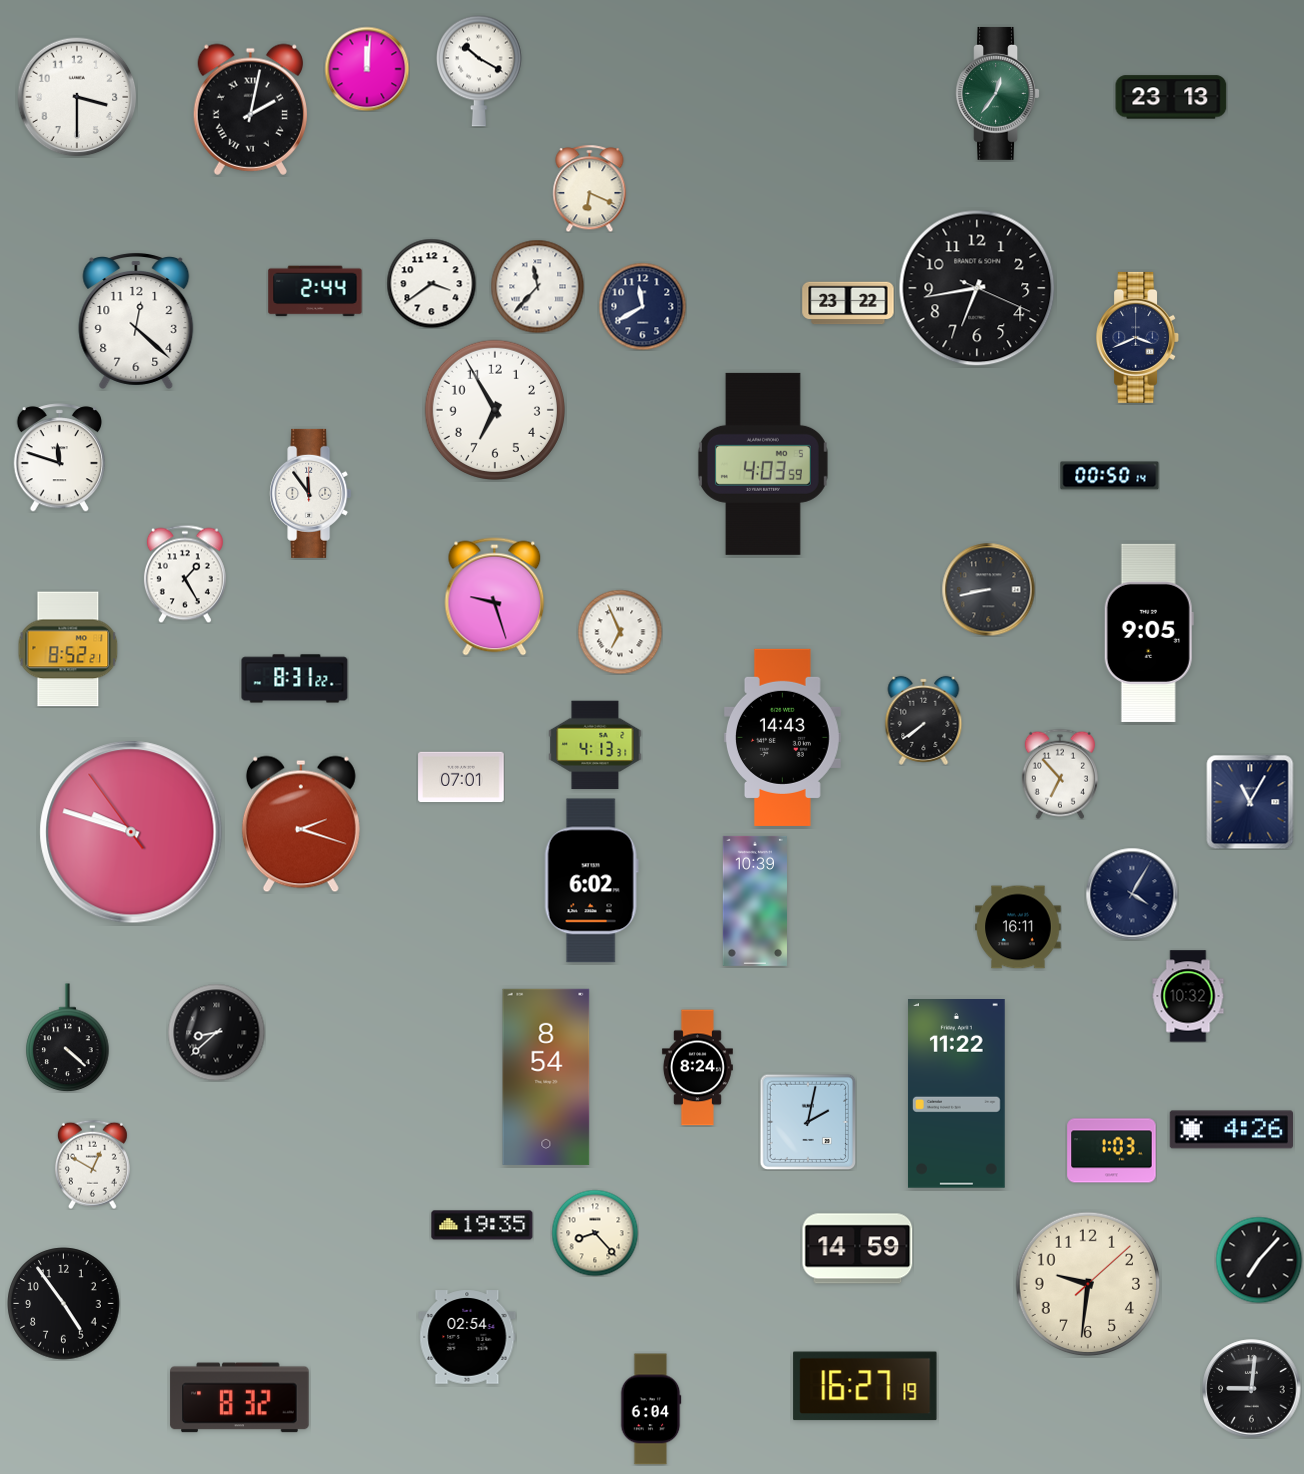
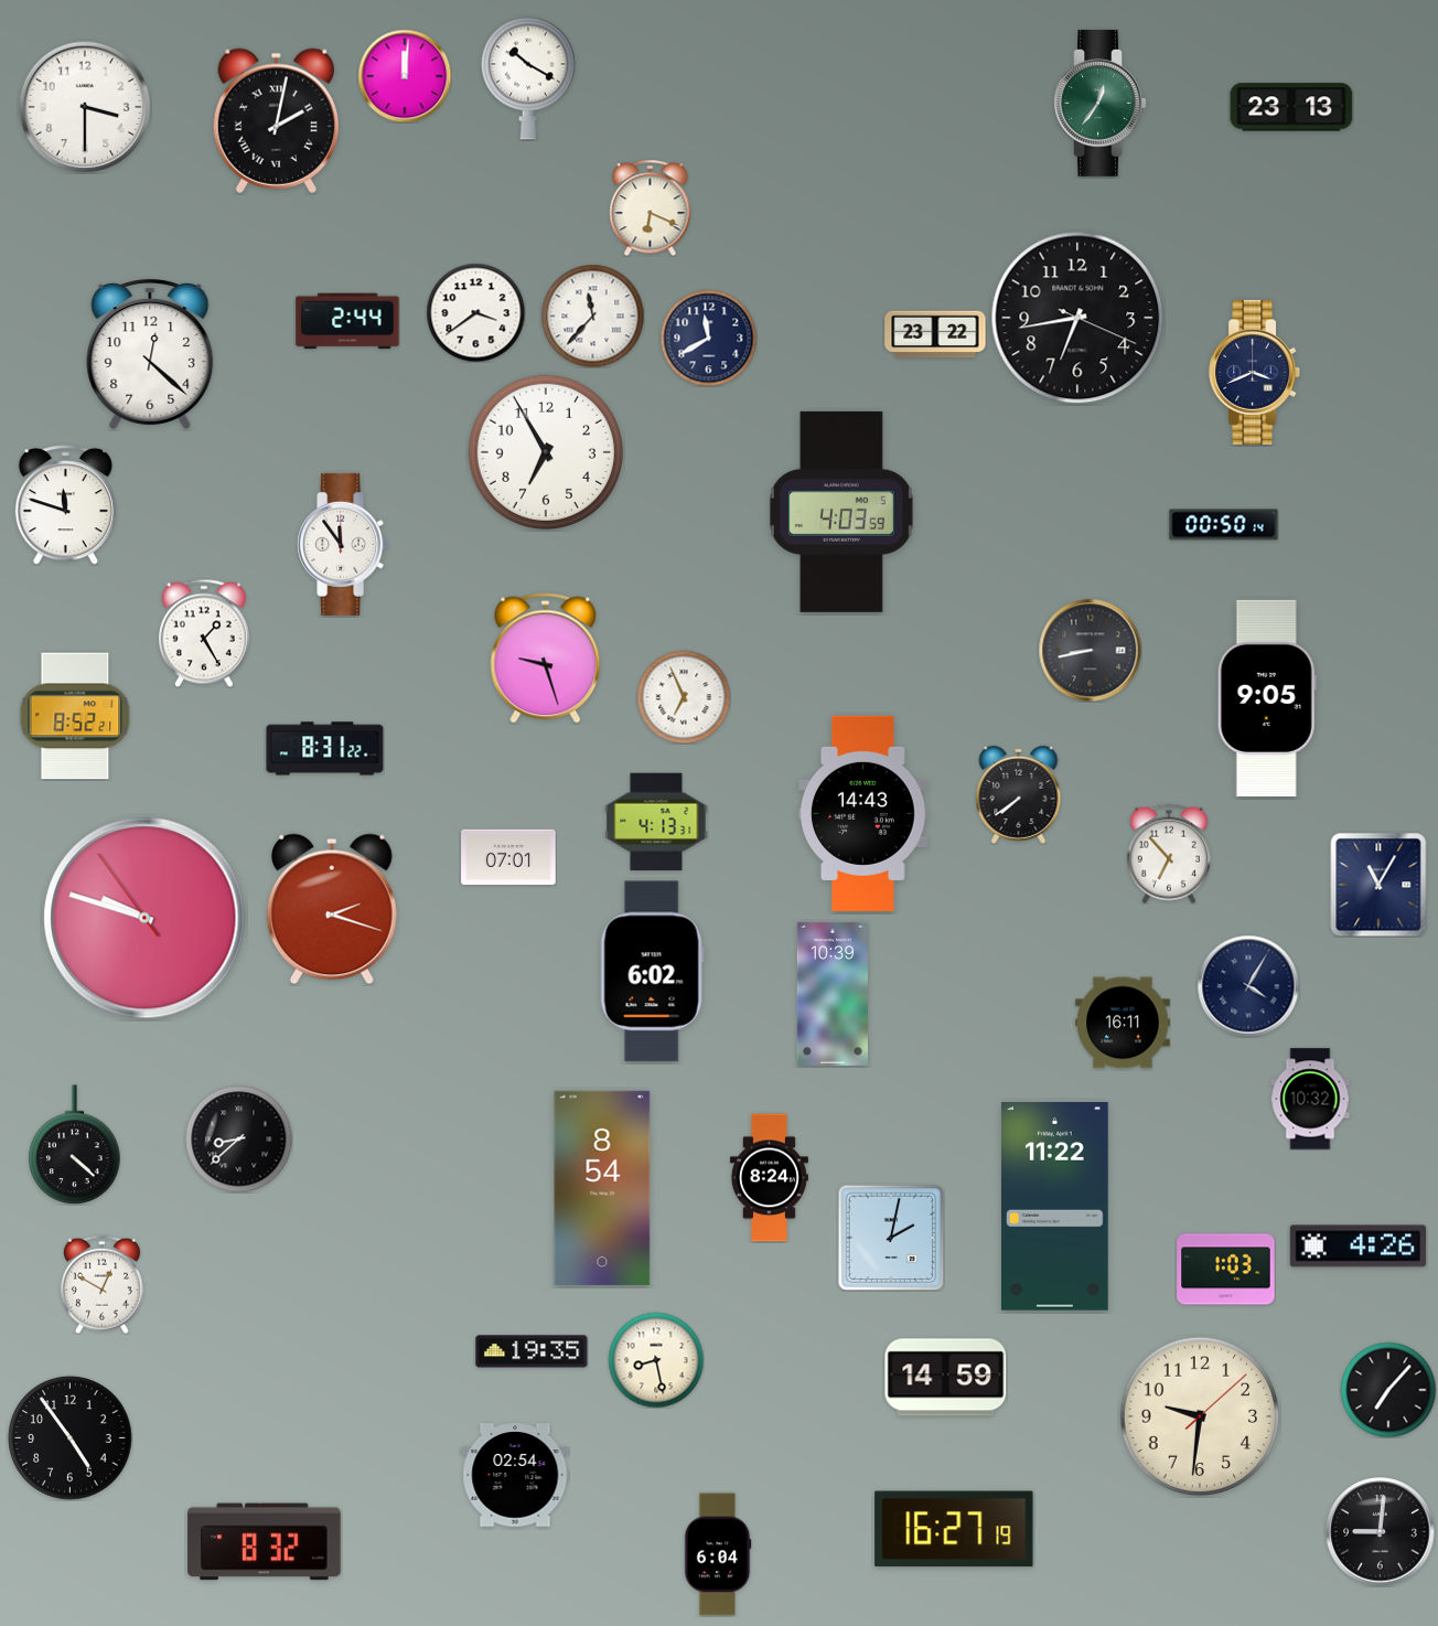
clock at (595, 1233): 8:23 -> 8:28
